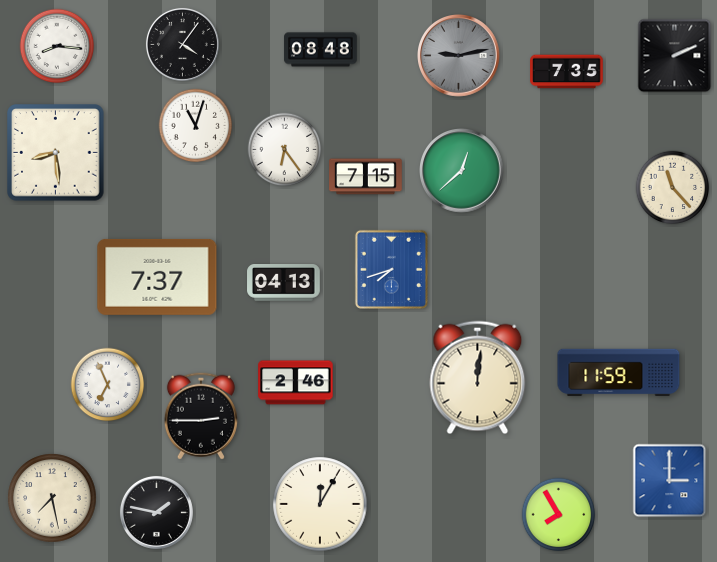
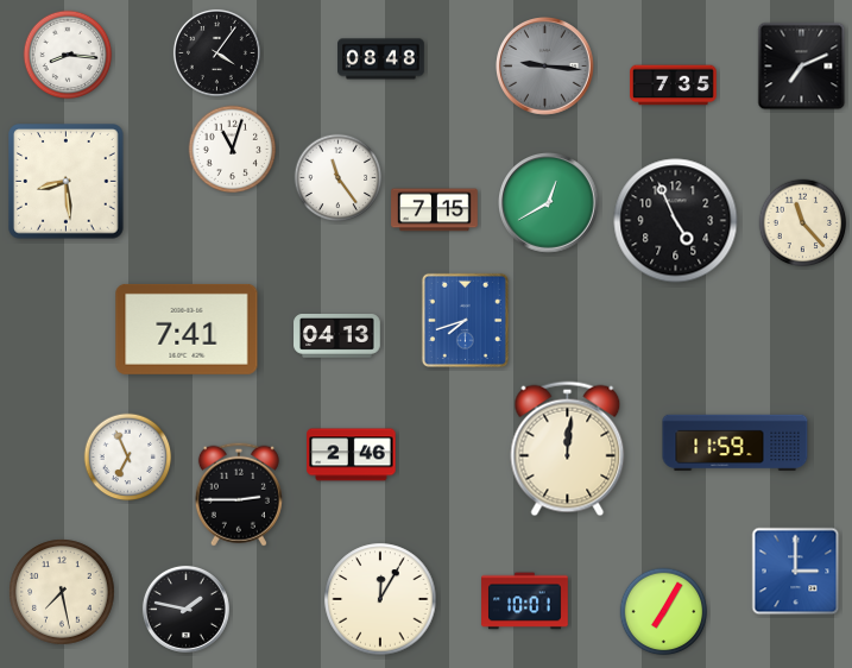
clock at (459, 56): 9:13 -> 9:16
clock at (675, 56): 2:11 -> 7:11
clock at (285, 150): 6:24 -> 11:24
clock at (462, 171): 12:38 -> 12:40
clock at (676, 221): none -> 4:56
clock at (673, 188) position: (673, 188) -> (803, 223)
clock at (157, 277): 7:37 -> 7:41
clock at (525, 601): none -> 10:01
clock at (559, 515): 7:55 -> 7:05
